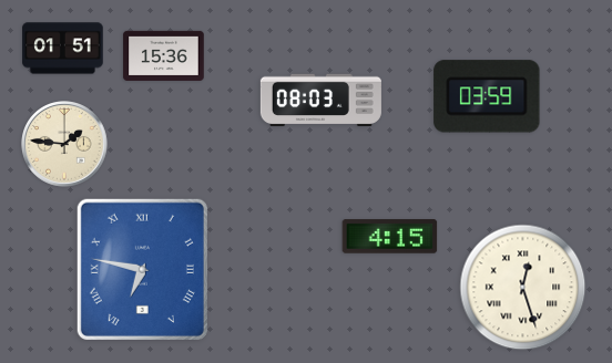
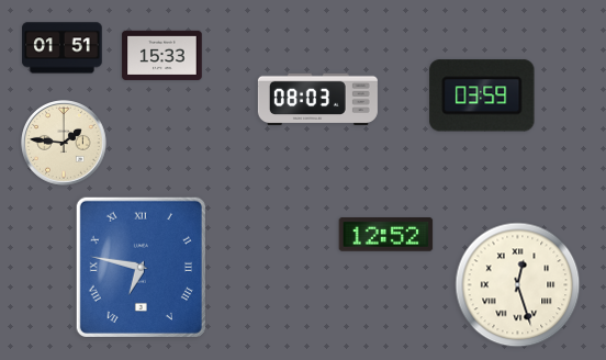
clock at (164, 55): 15:36 -> 15:33
clock at (390, 237): 4:15 -> 12:52
